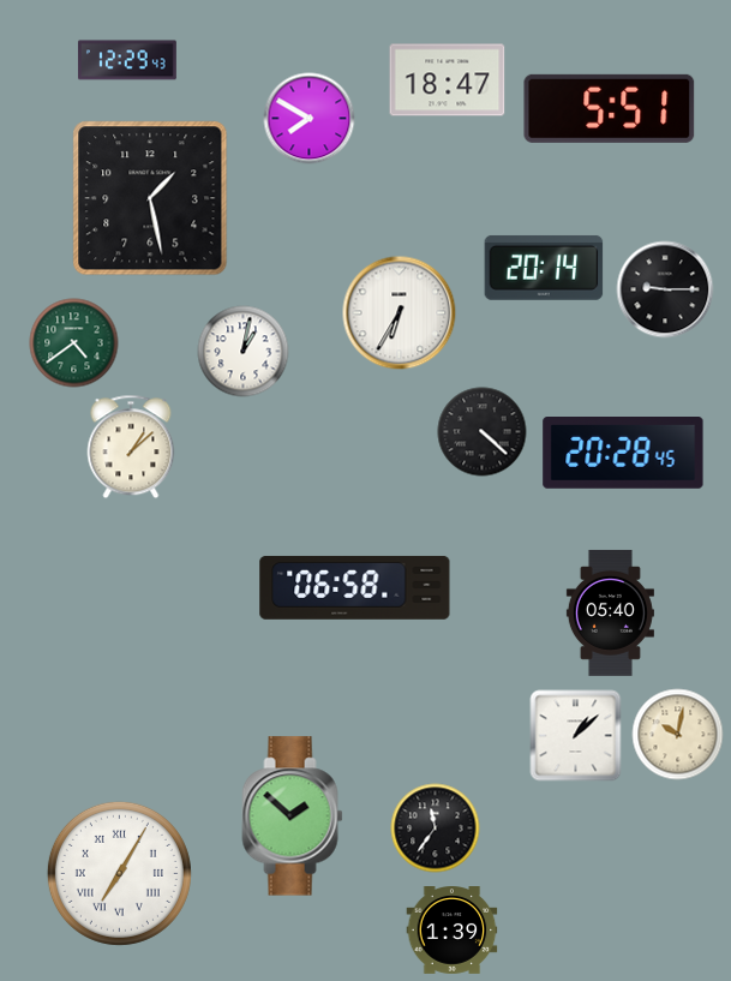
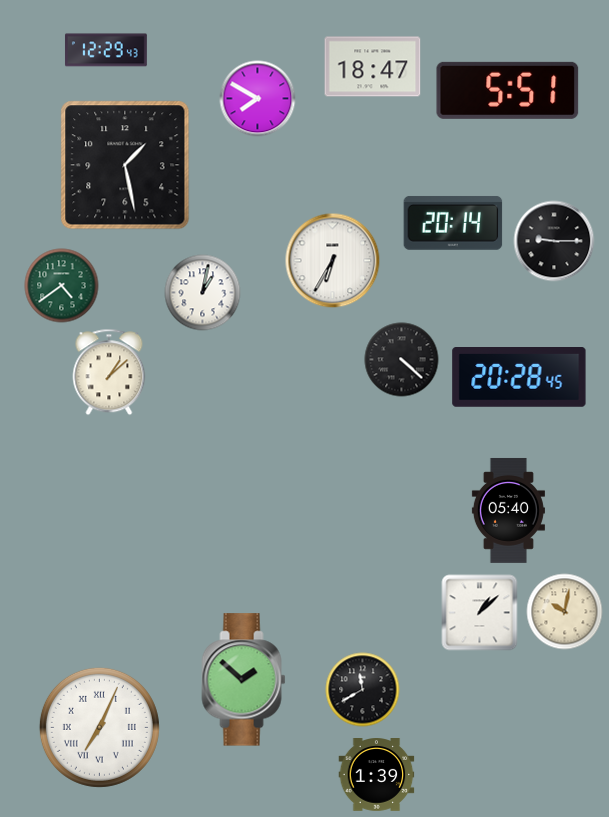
clock at (355, 587): 06:58 -> none
clock at (436, 829): 11:36 -> 11:40
clock at (119, 873): 7:05 -> 7:04
